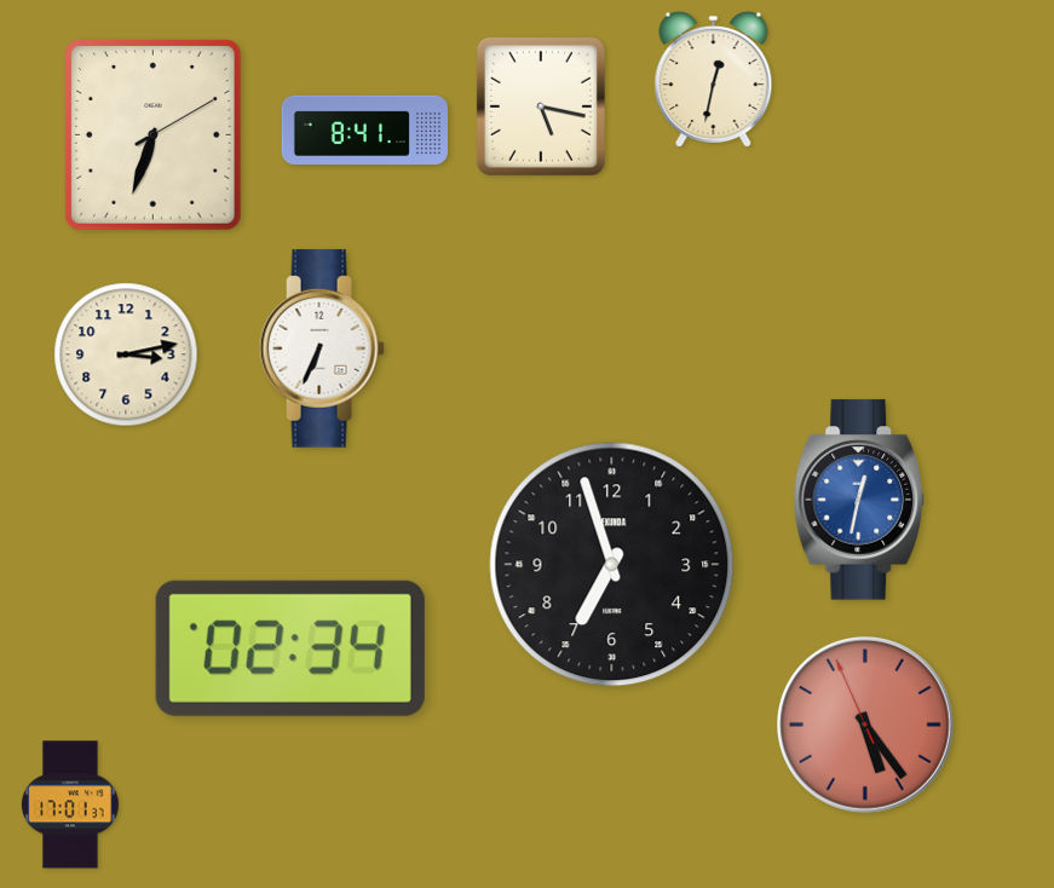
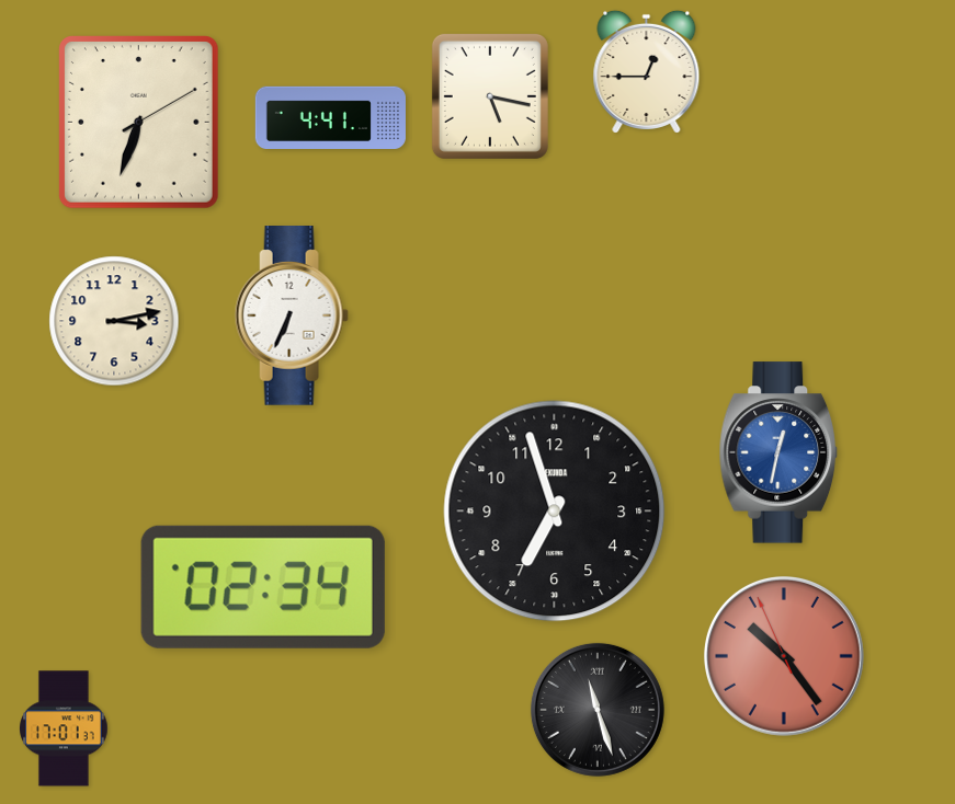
clock at (714, 79): 12:32 -> 12:45
clock at (364, 129): 8:41 -> 4:41
clock at (865, 725): 5:23 -> 10:23
clock at (598, 710): none -> 11:27
